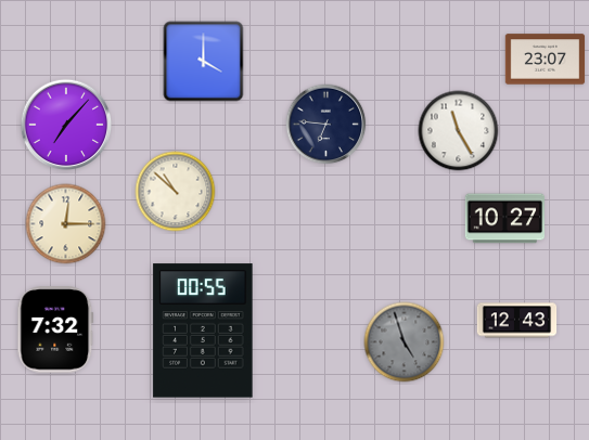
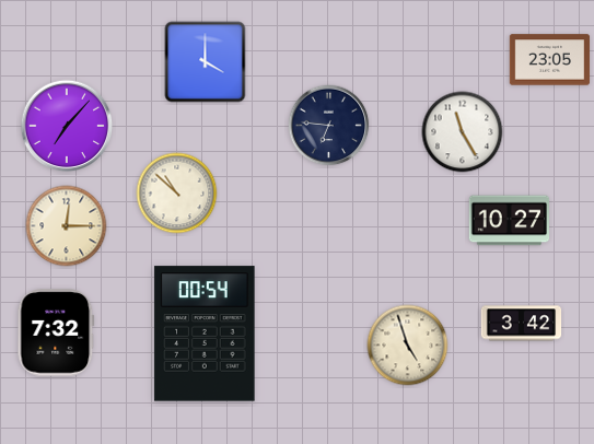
clock at (546, 60): 23:07 -> 23:05
clock at (517, 321): 12:43 -> 3:42
clock at (203, 331): 00:55 -> 00:54
clock at (405, 342) dial: grey -> cream
